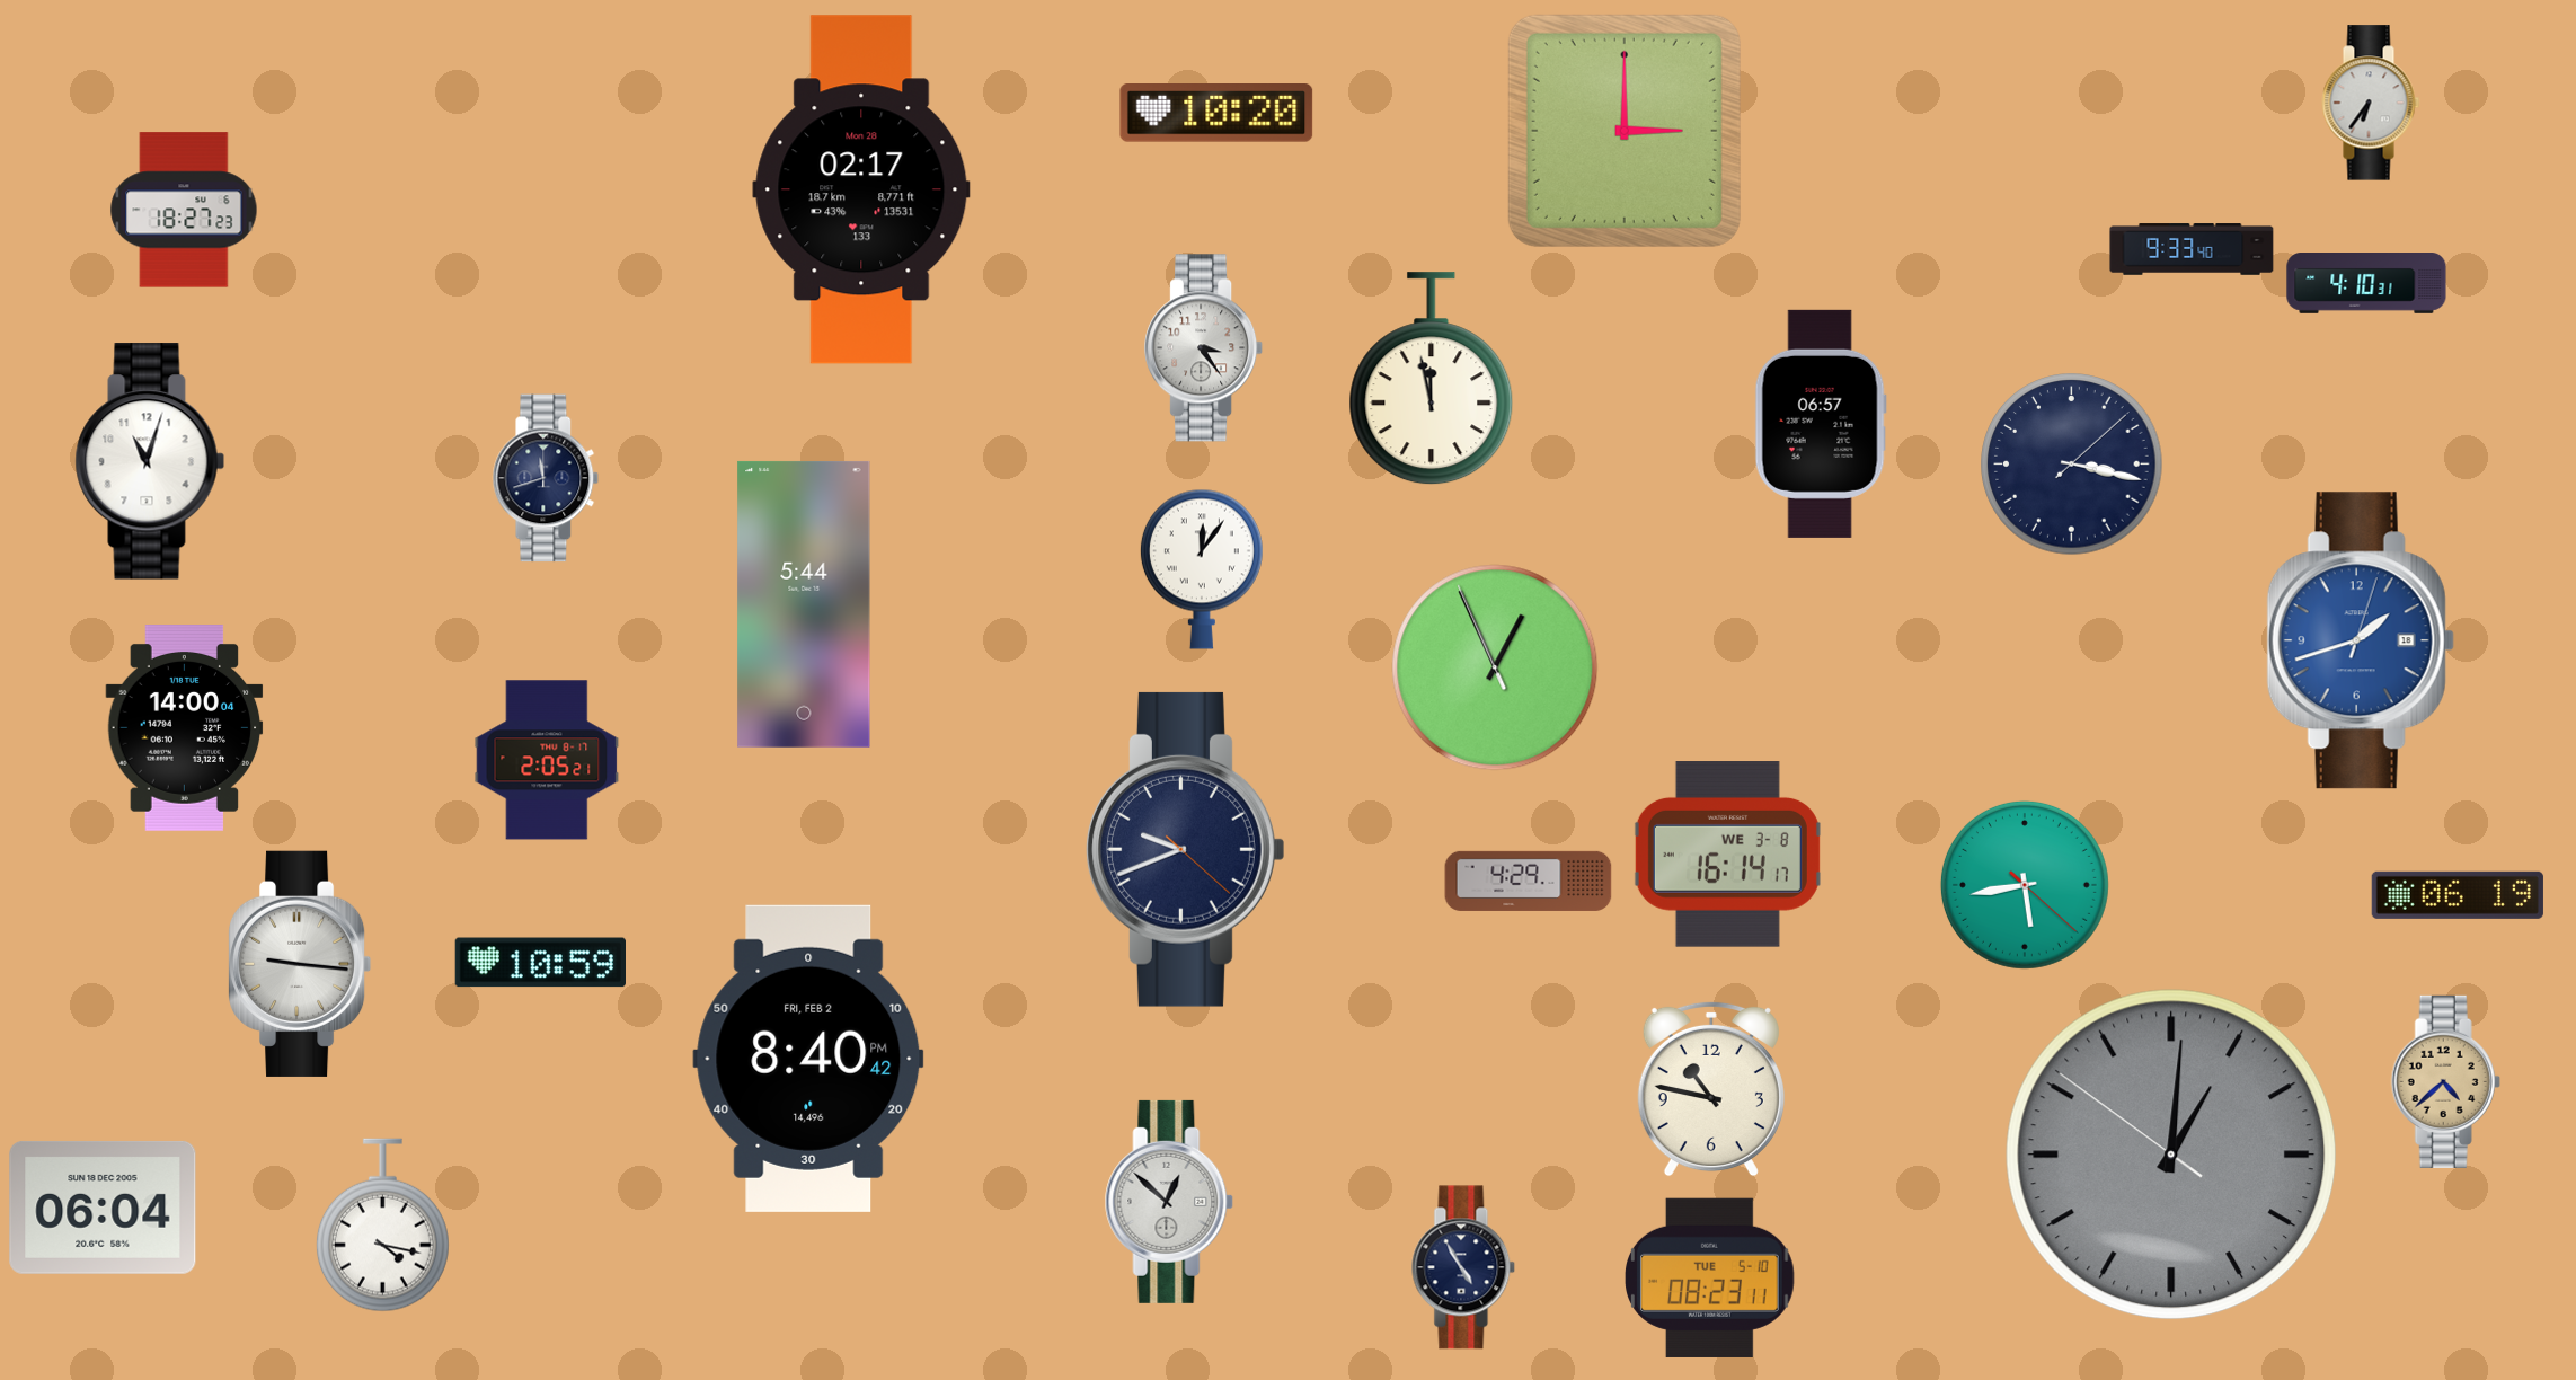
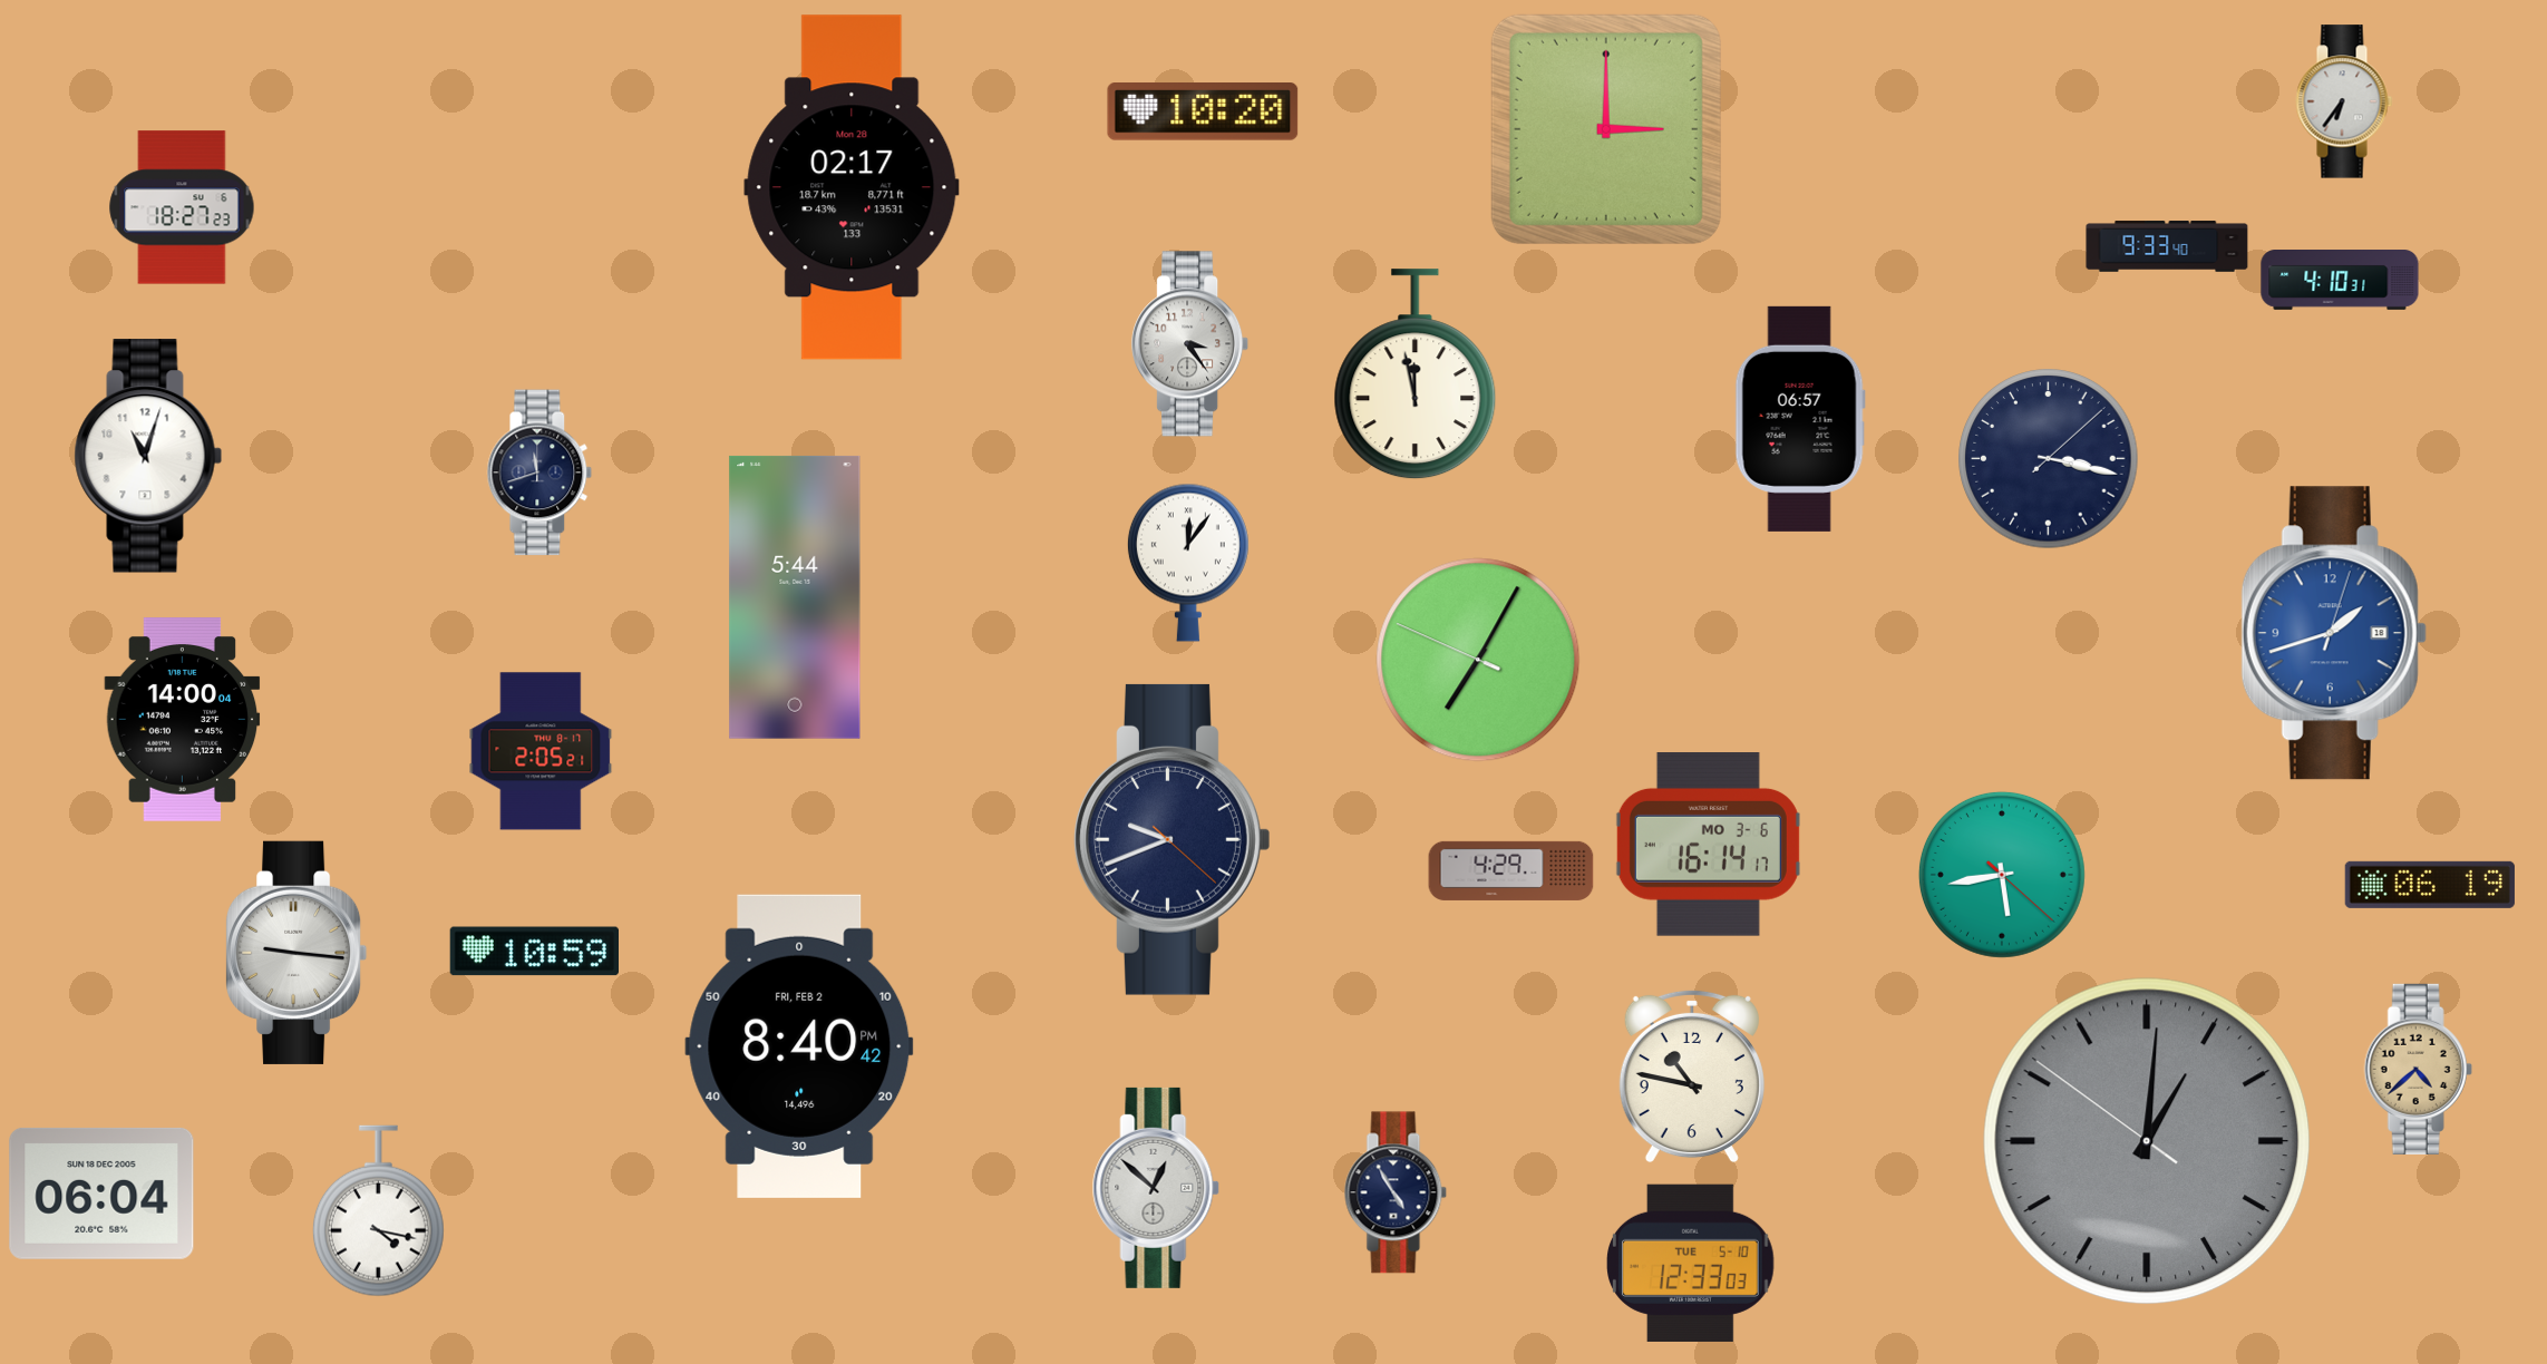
clock at (1495, 667): 12:55 -> 7:04
clock at (1727, 855) date: WE 3-8 -> MO 3-6
clock at (1463, 1267) position: (1463, 1267) -> (1396, 1192)
clock at (1710, 1277): 08:23 -> 12:33
